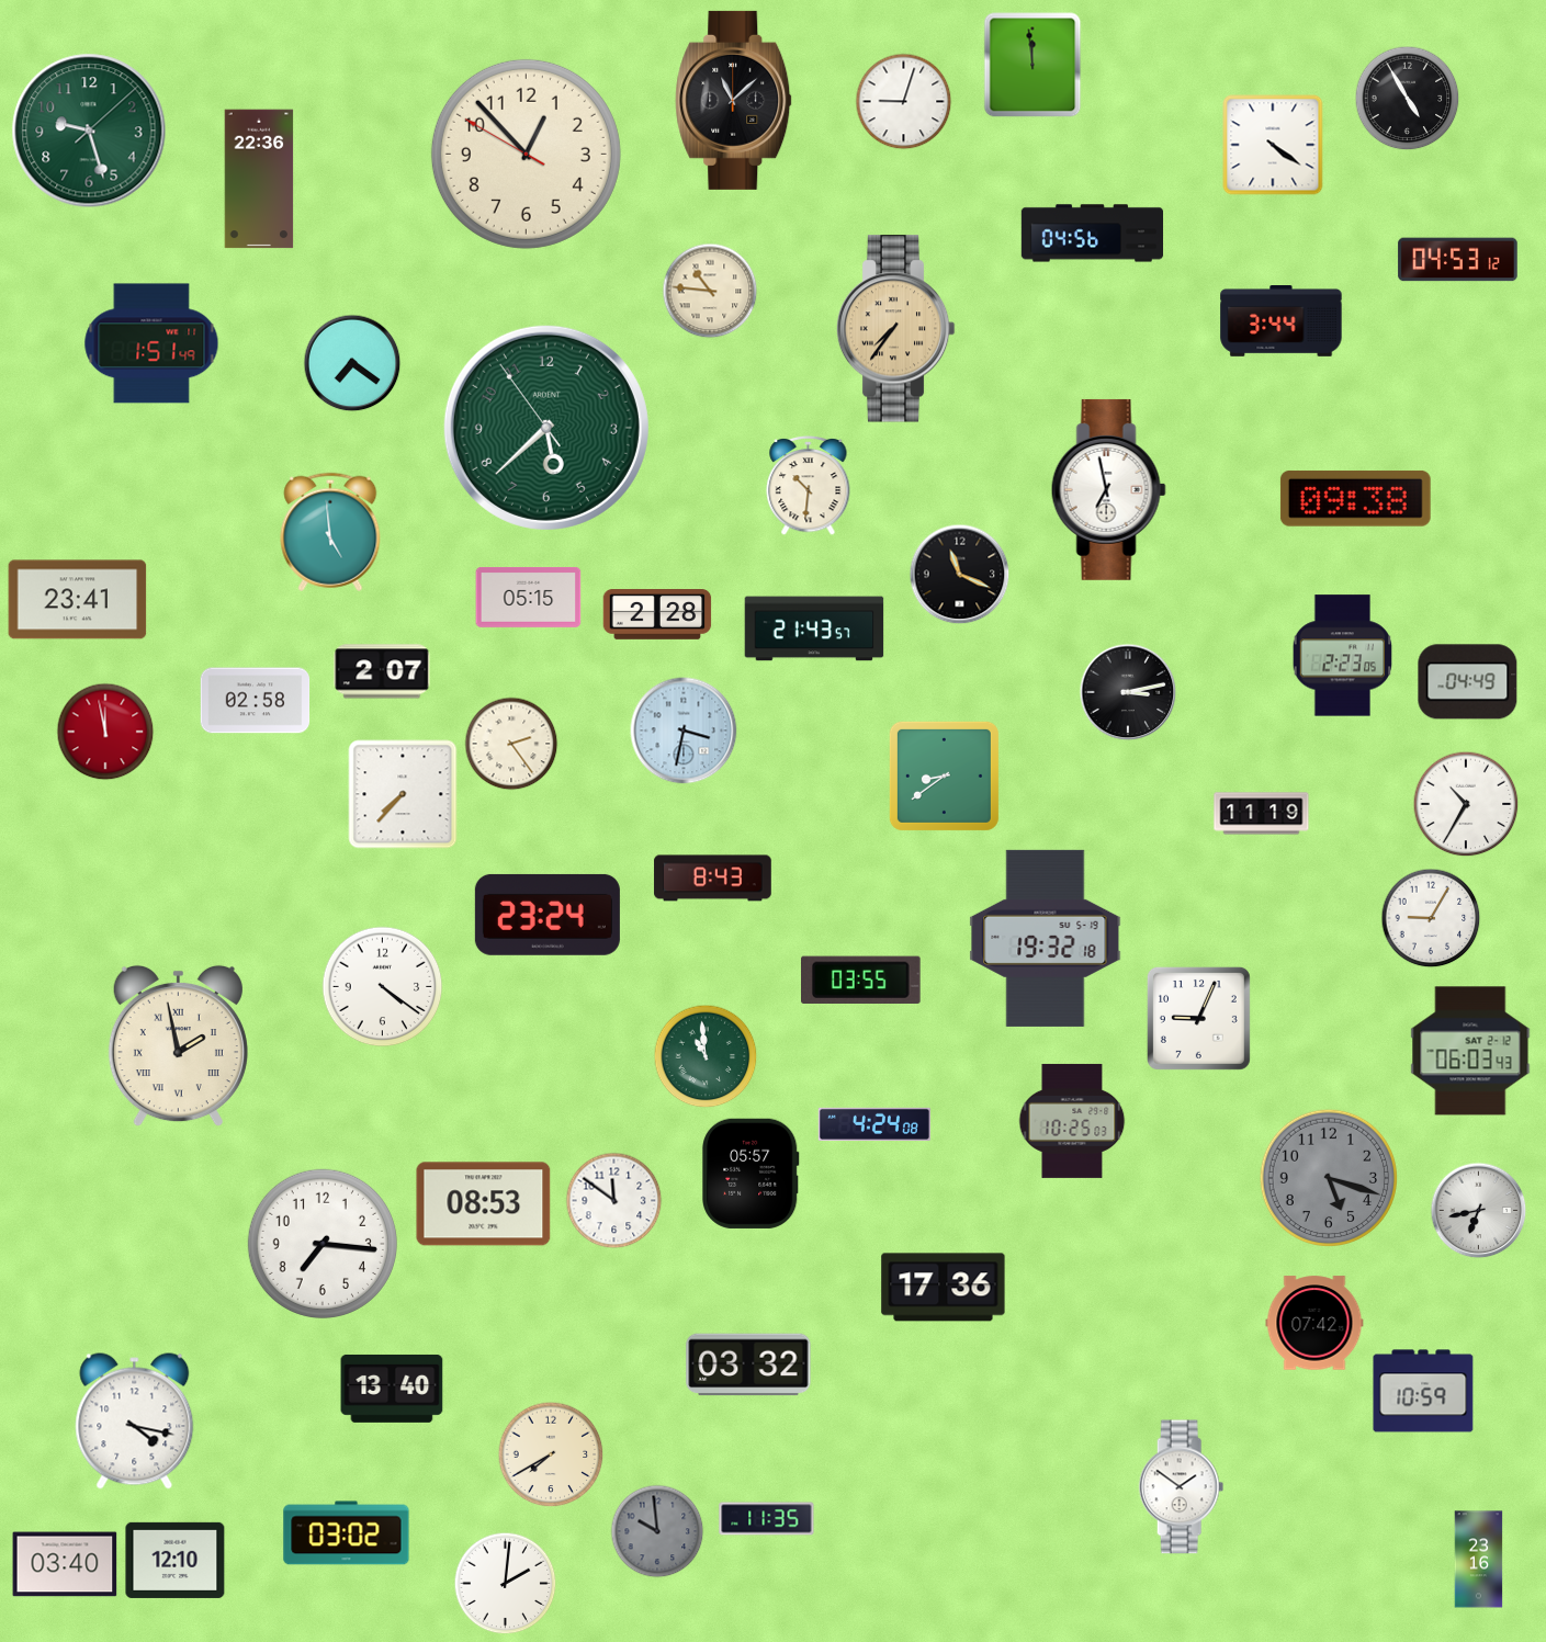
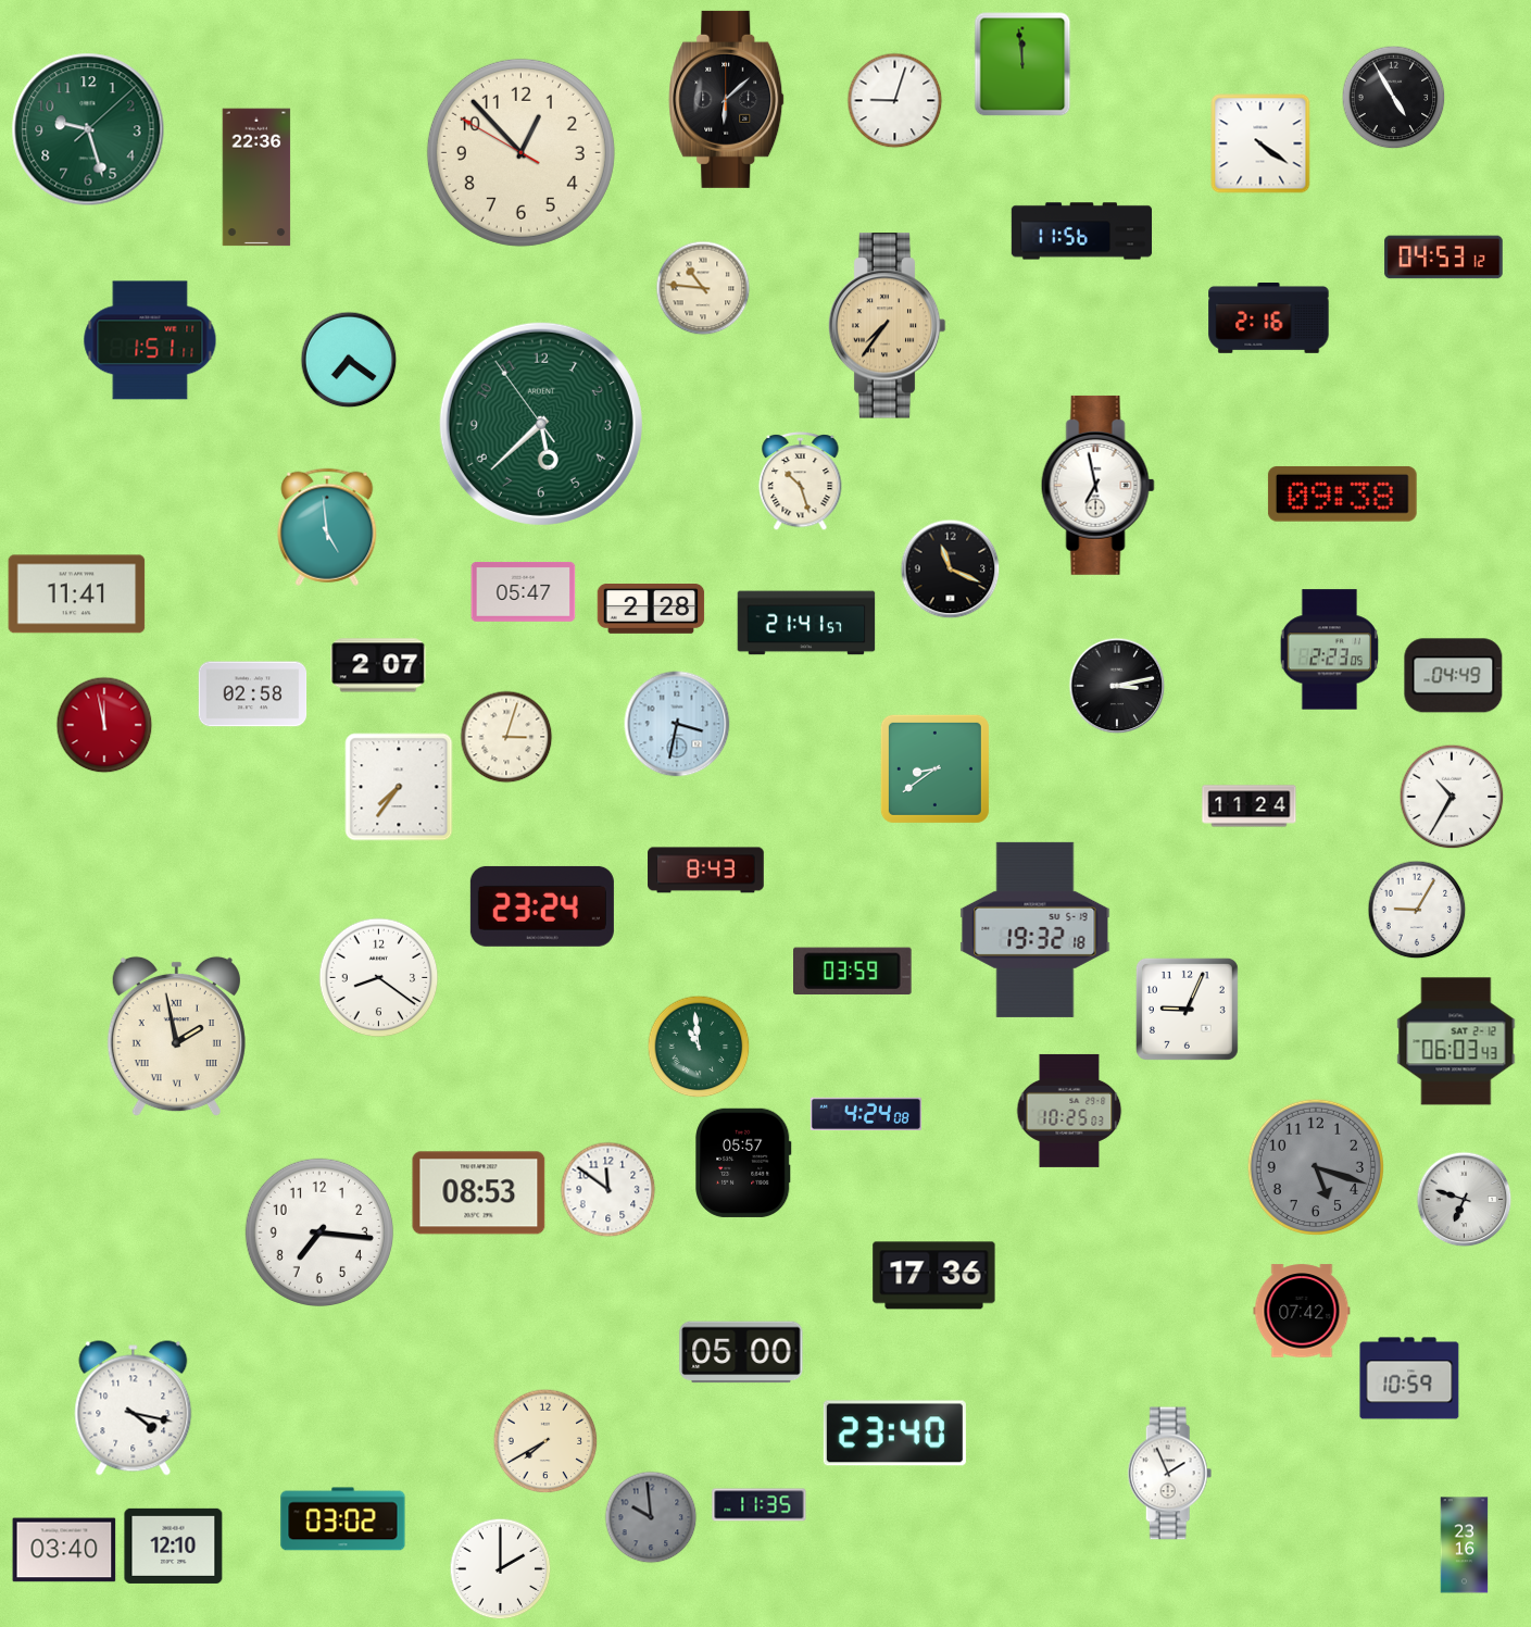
clock at (734, 100): 11:08 -> 6:08
clock at (1093, 234): 04:56 -> 11:56
clock at (1282, 321): 3:44 -> 2:16
clock at (151, 343): 1:51:49 -> 1:51:11
clock at (809, 485): 10:31 -> 10:27
clock at (529, 598): 05:15 -> 05:47
clock at (78, 600): 23:41 -> 11:41
clock at (814, 629): 21:43 -> 21:41
clock at (511, 744): 2:24 -> 3:03
clock at (403, 794): 7:37 -> 7:36
clock at (1262, 814): 11:19 -> 11:24
clock at (861, 979): 03:55 -> 03:59
clock at (383, 987): 4:21 -> 8:21
clock at (1072, 1121) position: (1072, 1121) -> (1069, 1111)
clock at (1479, 1211): 6:43 -> 6:48
clock at (748, 1364): 03:32 -> 05:00
clock at (392, 1389): 13:40 -> none
clock at (894, 1434): none -> 23:40
clock at (1182, 1487): 1:51 -> 1:56
clock at (506, 1584): 2:01 -> 2:00
